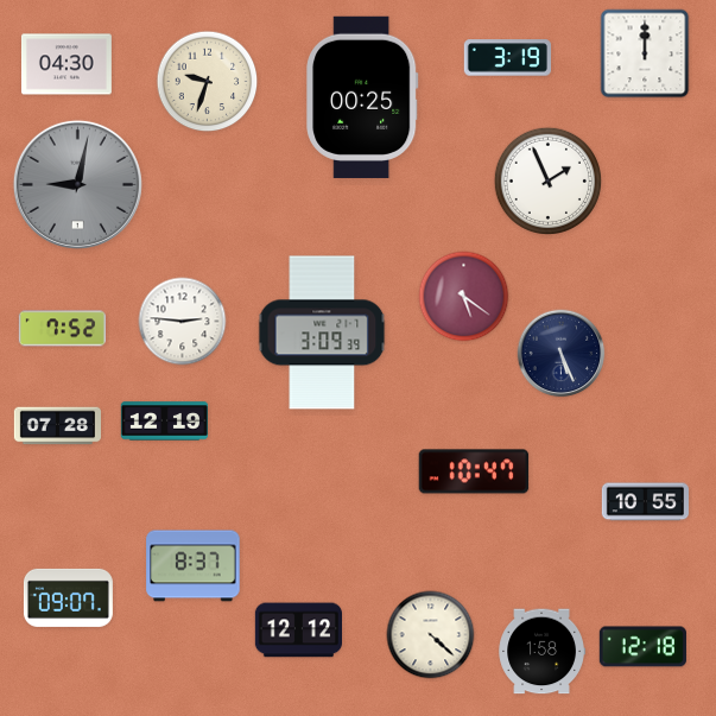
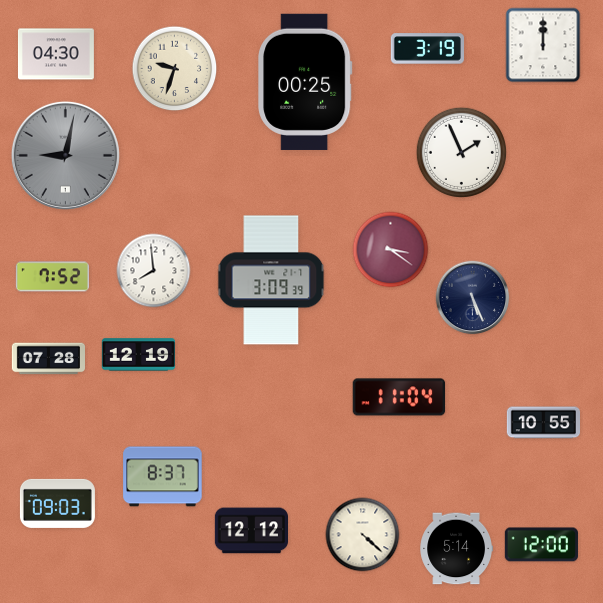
clock at (464, 297): 5:21 -> 3:21
clock at (183, 322): 2:46 -> 7:59
clock at (474, 471): 10:47 -> 11:04
clock at (68, 597): 09:07 -> 09:03
clock at (642, 647): 12:18 -> 12:00
clock at (541, 652): 1:58 -> 5:14
